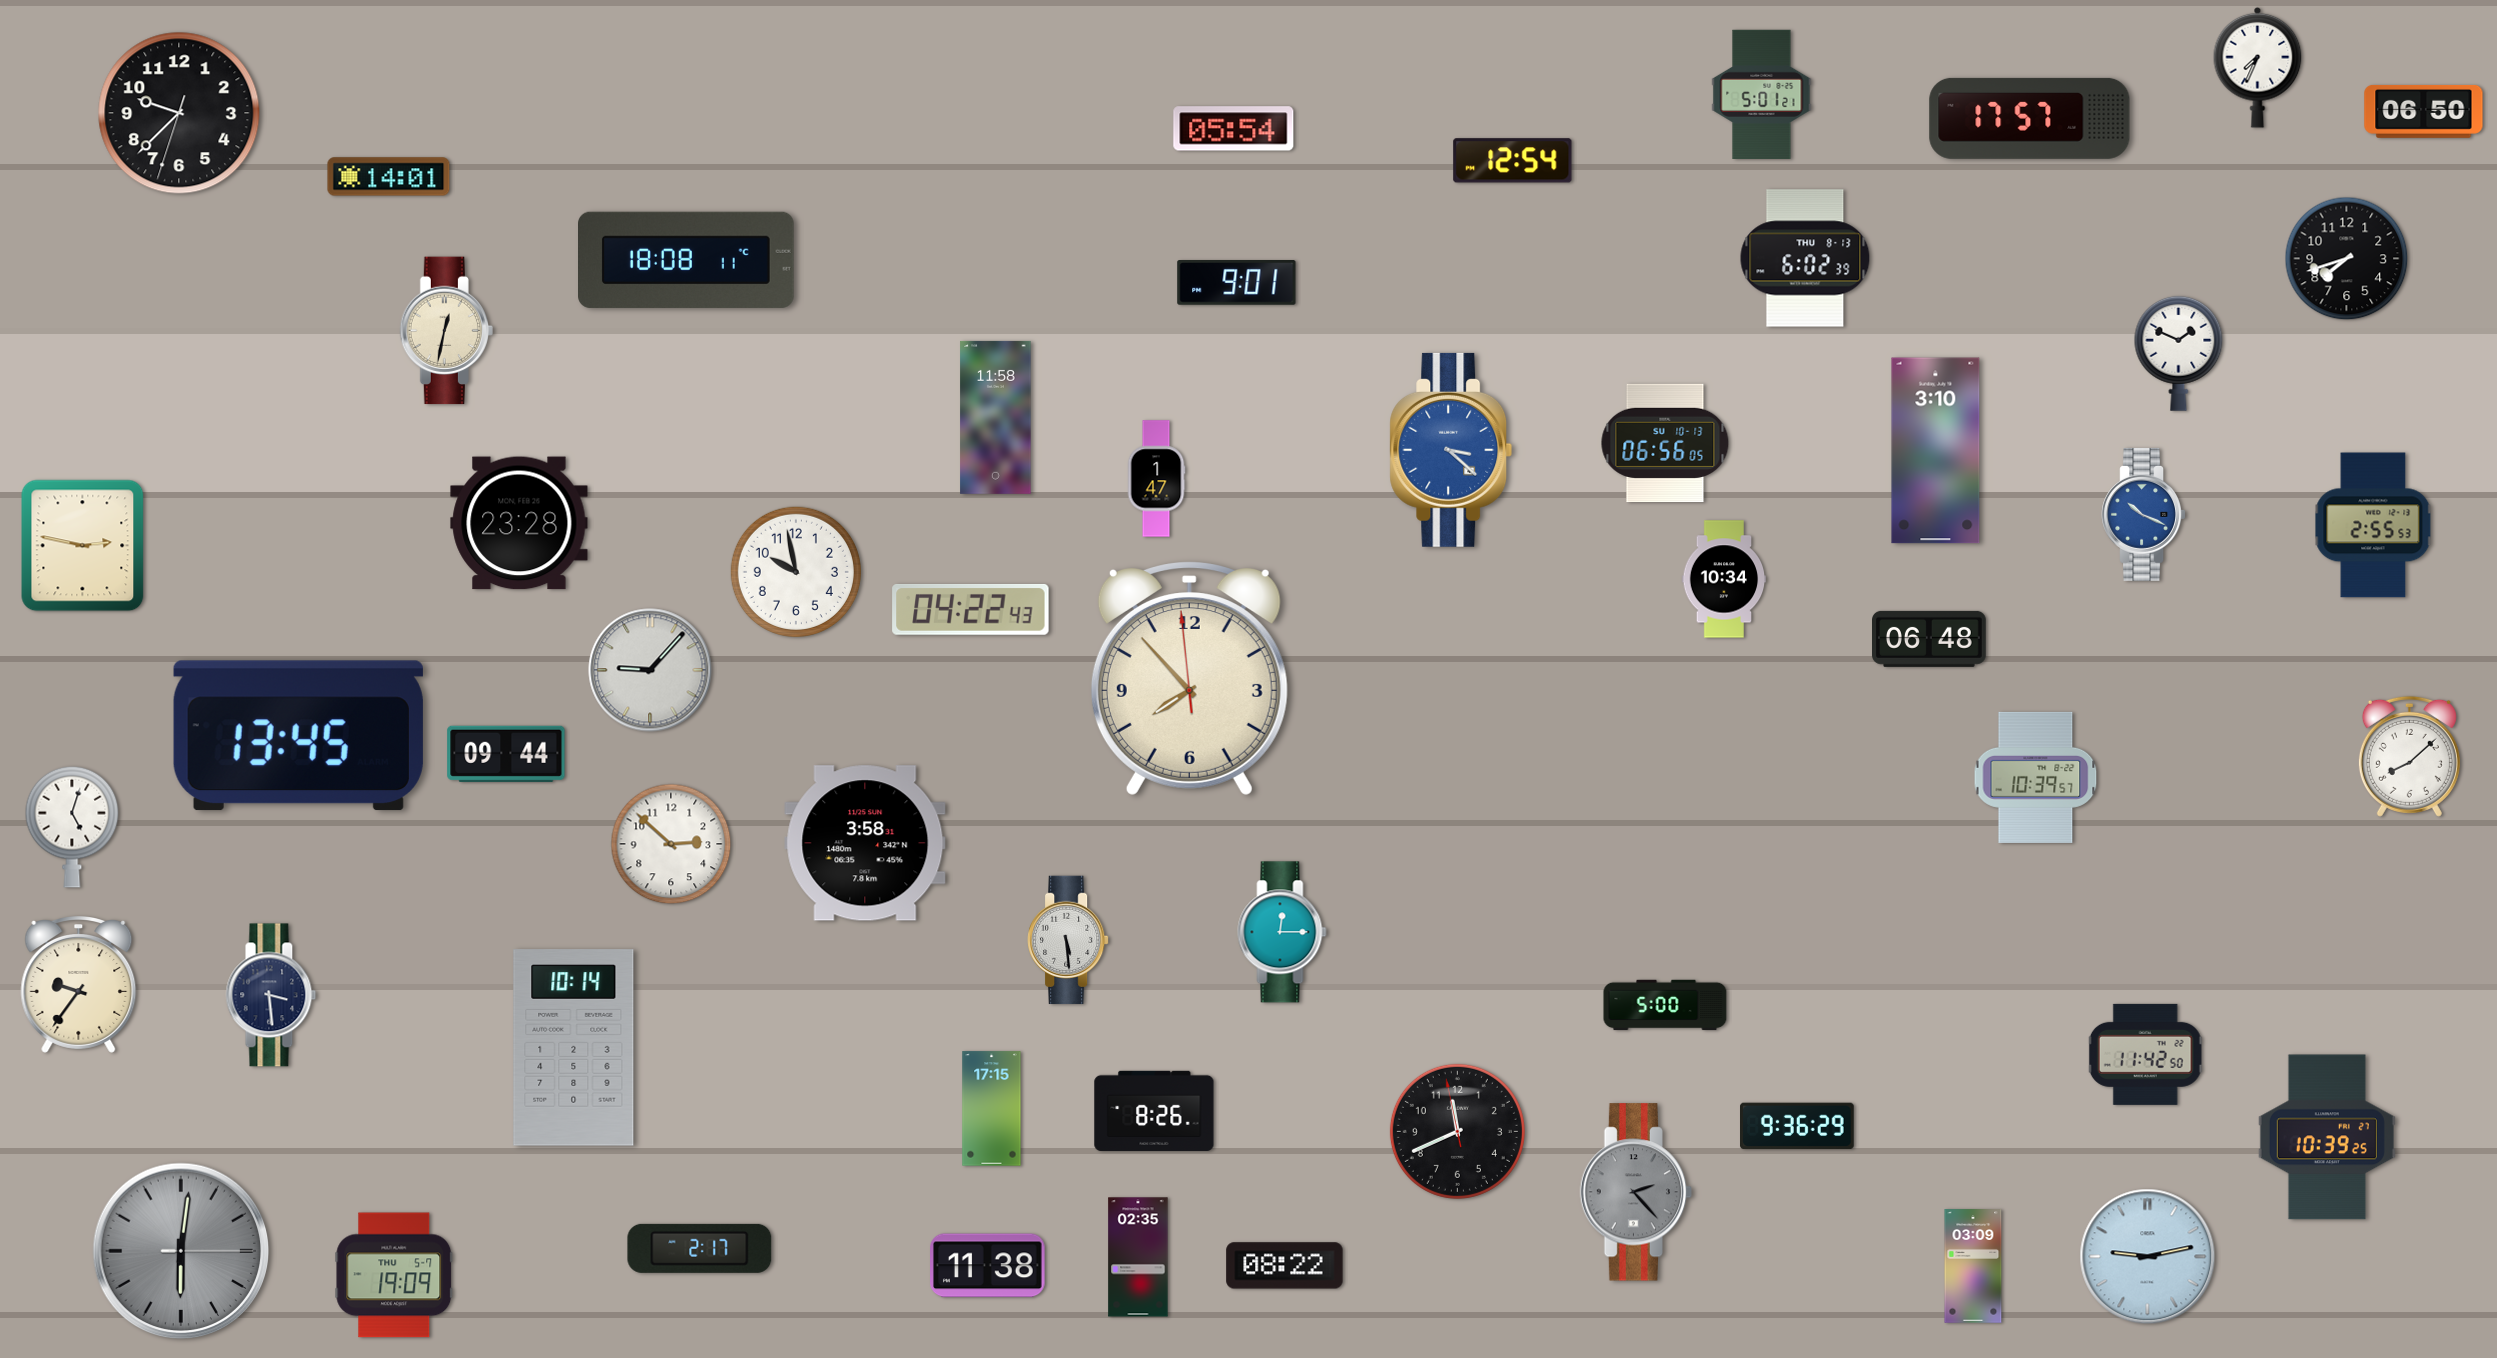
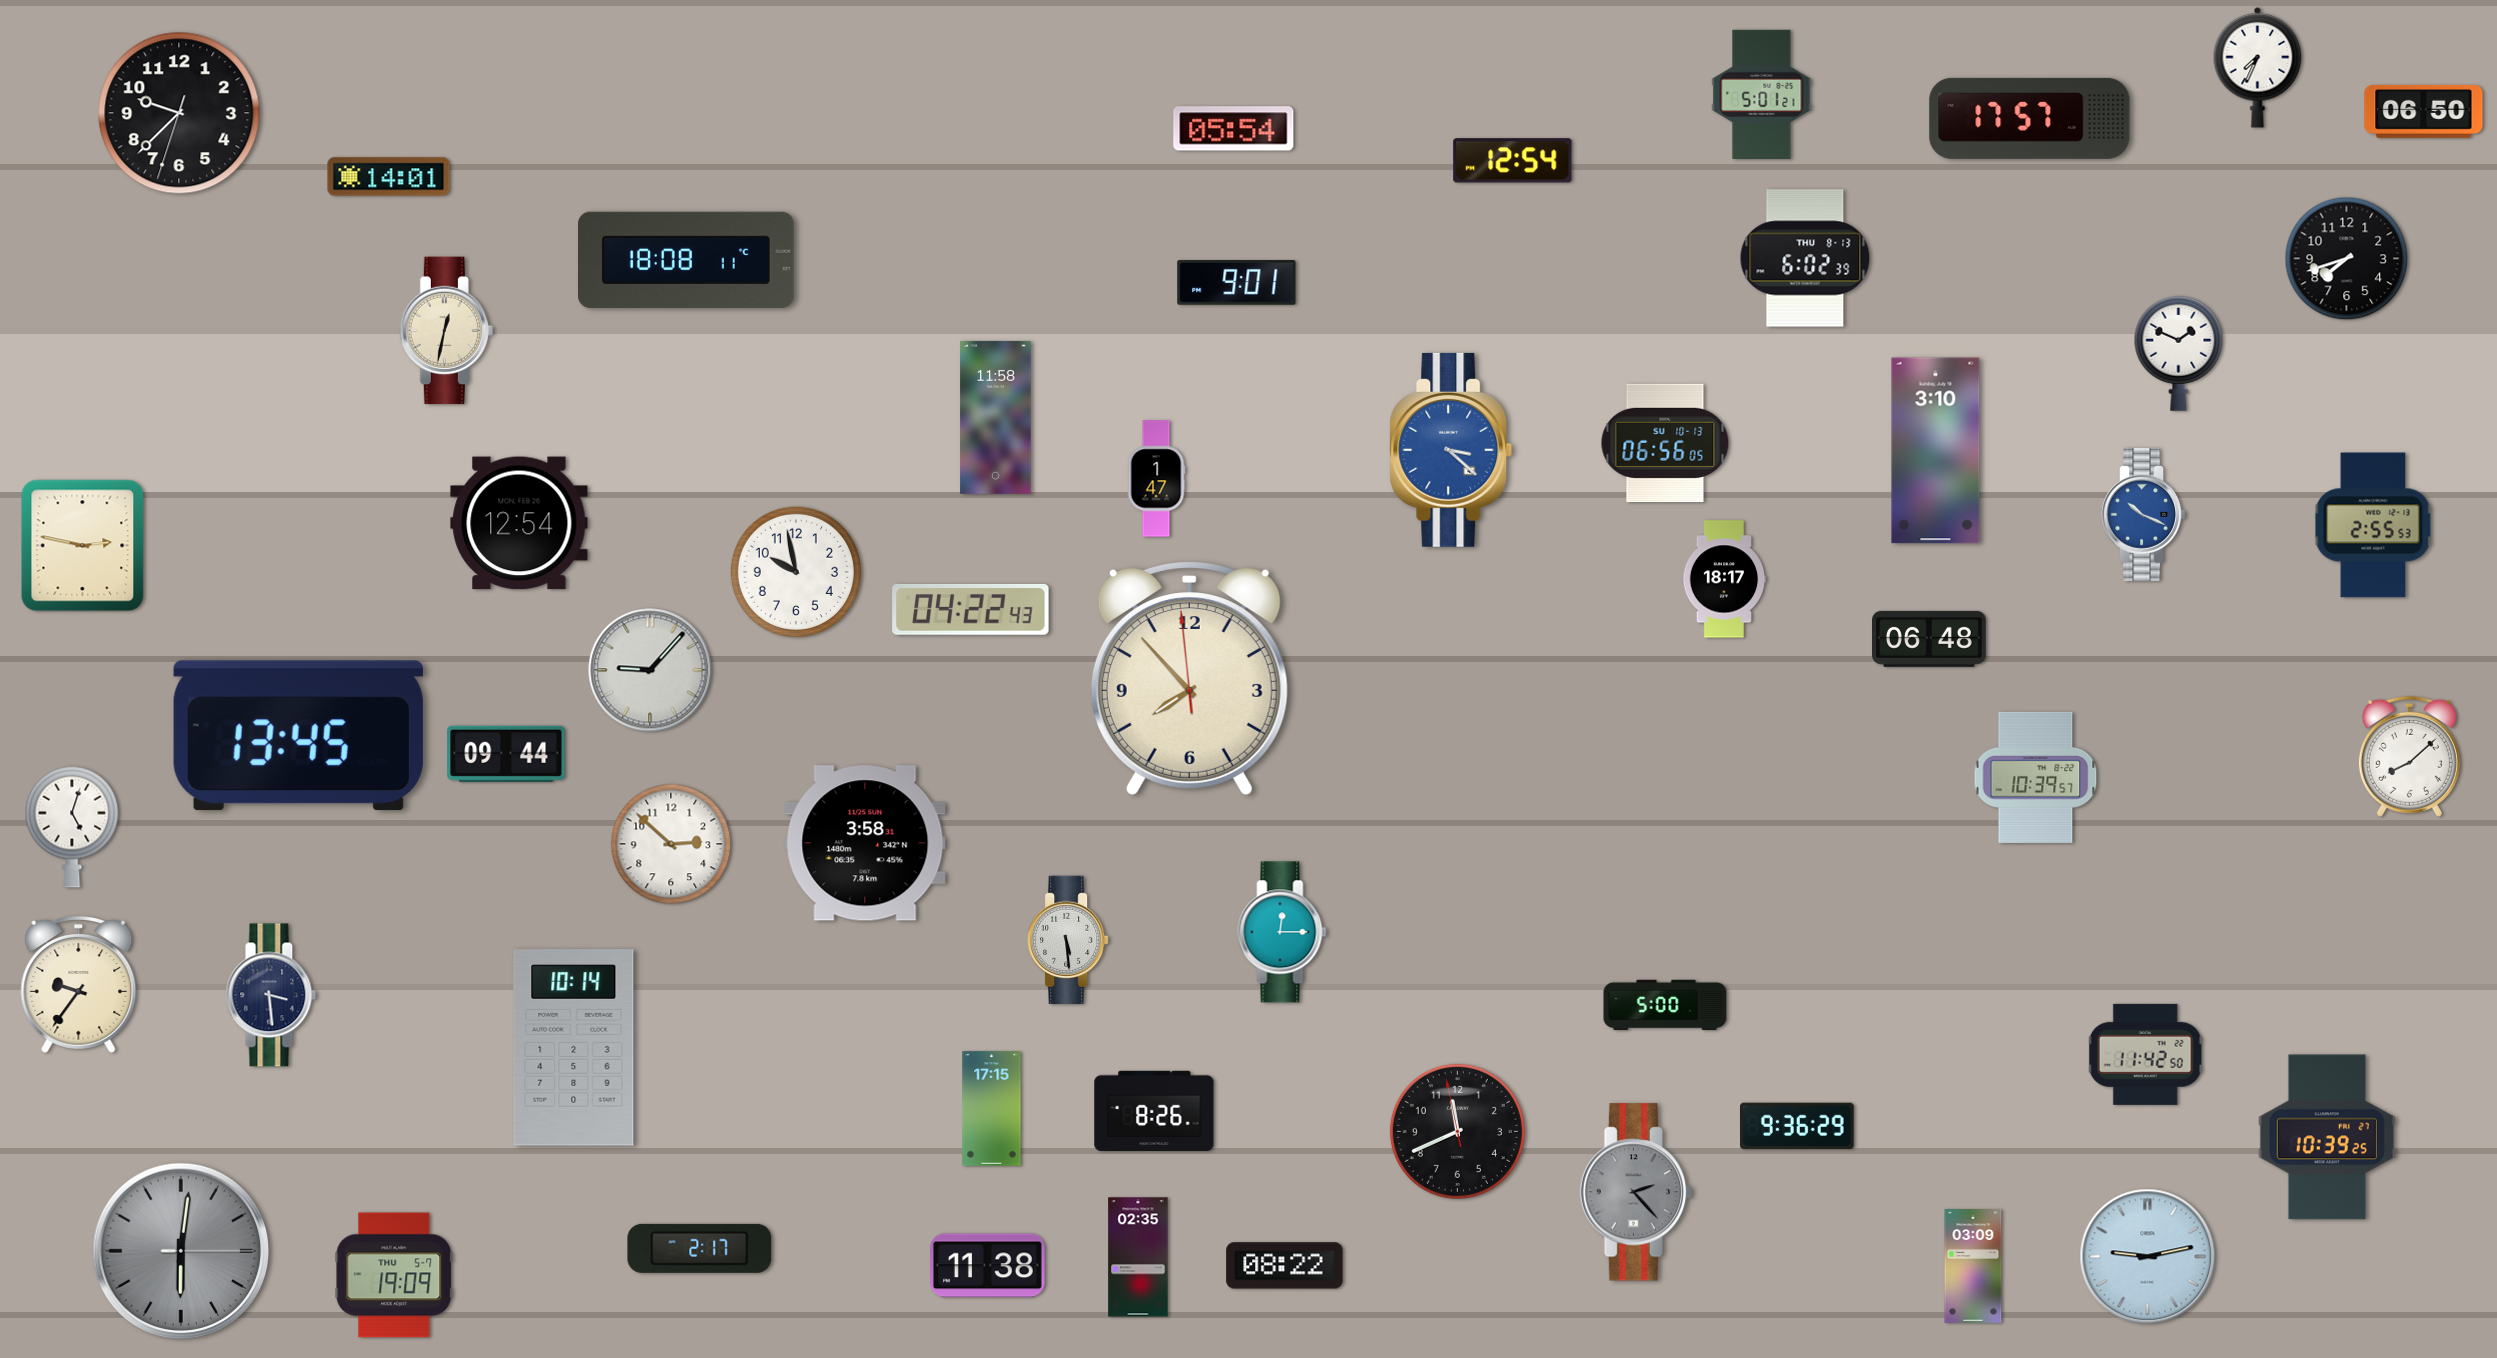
clock at (519, 523): 23:28 -> 12:54
clock at (1724, 579): 10:34 -> 18:17
